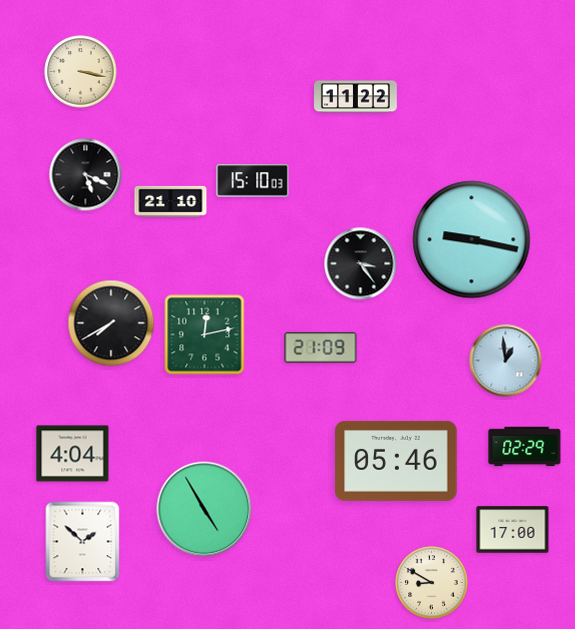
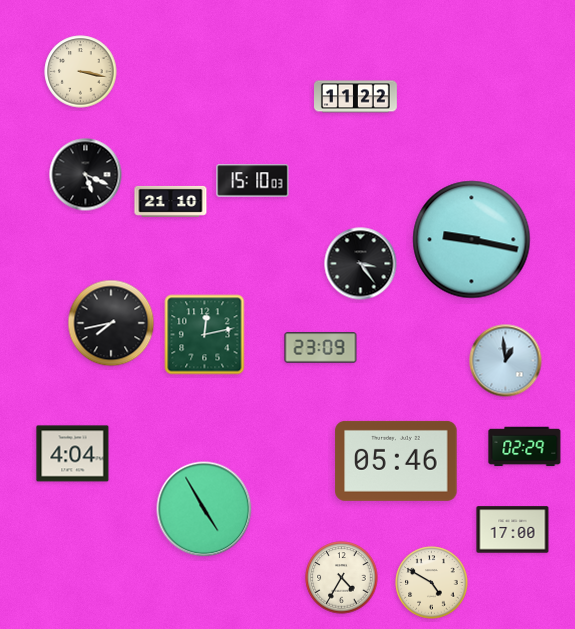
clock at (111, 323): 7:40 -> 7:43
clock at (321, 348): 21:09 -> 23:09
clock at (83, 542): 1:52 -> none
clock at (342, 578): none -> 4:35
clock at (432, 583): 8:50 -> 4:50
